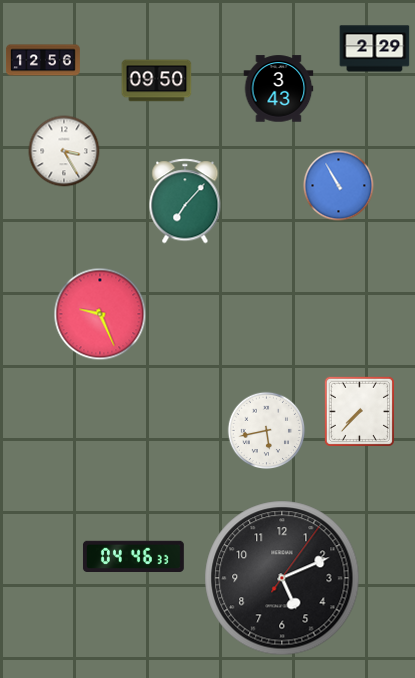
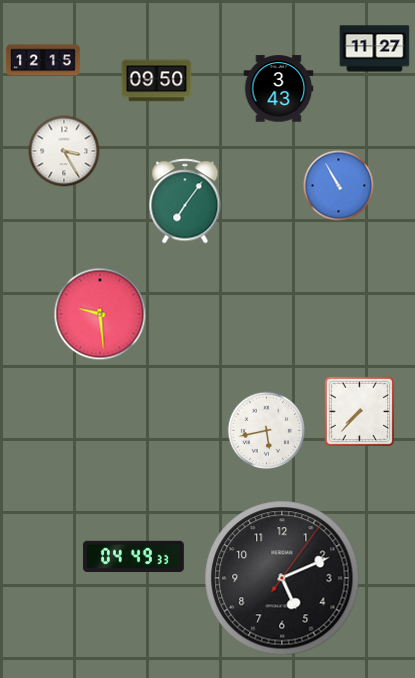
clock at (375, 49): 2:29 -> 11:27
clock at (44, 60): 12:56 -> 12:15
clock at (185, 201): 7:07 -> 7:06
clock at (100, 314): 9:26 -> 9:29
clock at (134, 556): 04:46 -> 04:49
